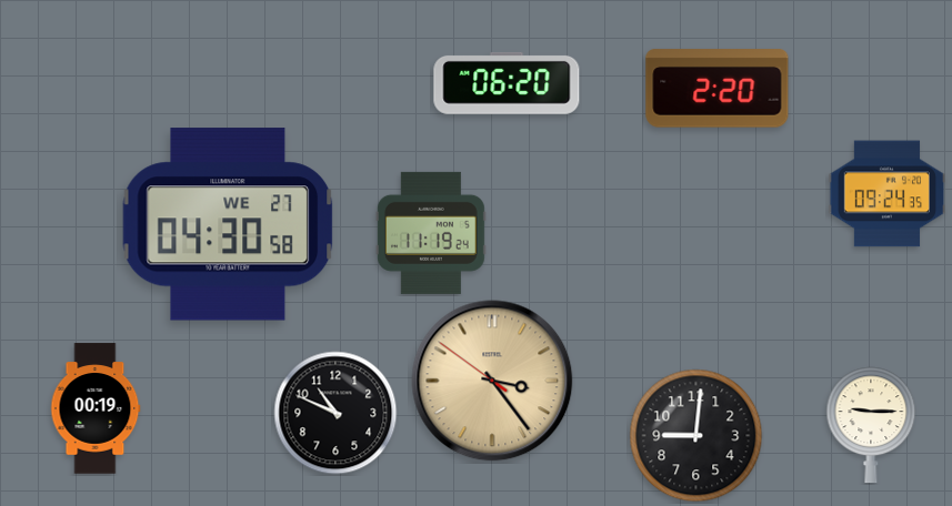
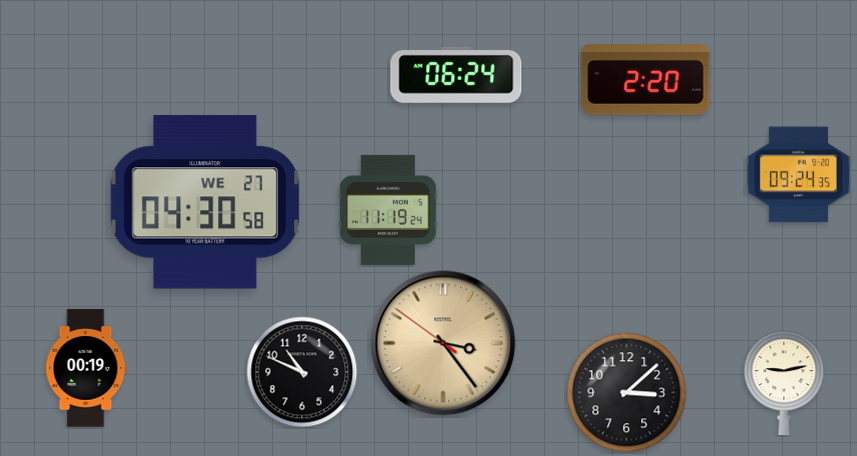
clock at (507, 83): 06:20 -> 06:24
clock at (871, 425): 9:15 -> 9:13
clock at (697, 436): 9:01 -> 3:08
